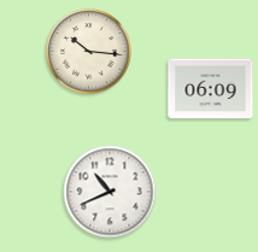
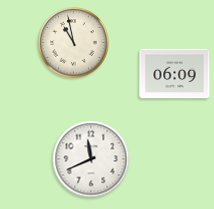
clock at (89, 52): 10:16 -> 10:58
clock at (110, 192): 10:41 -> 11:41
